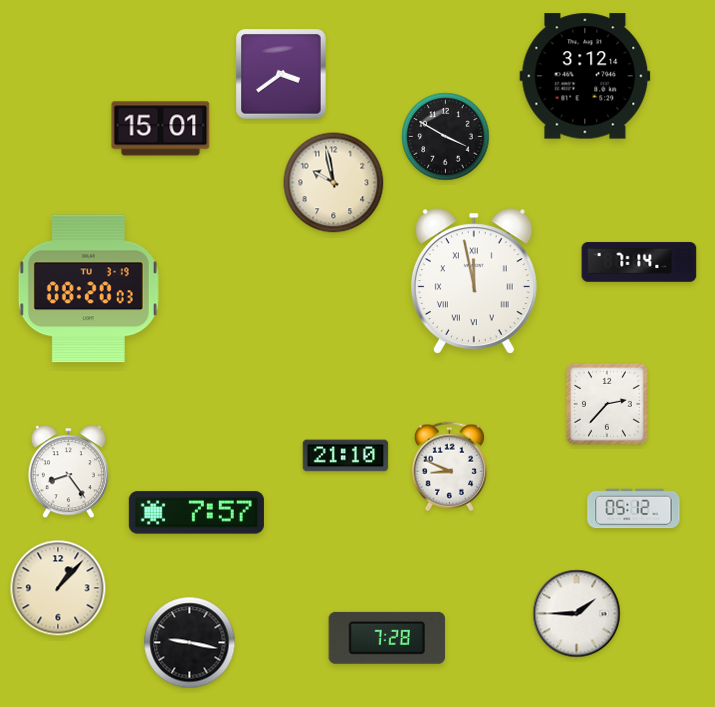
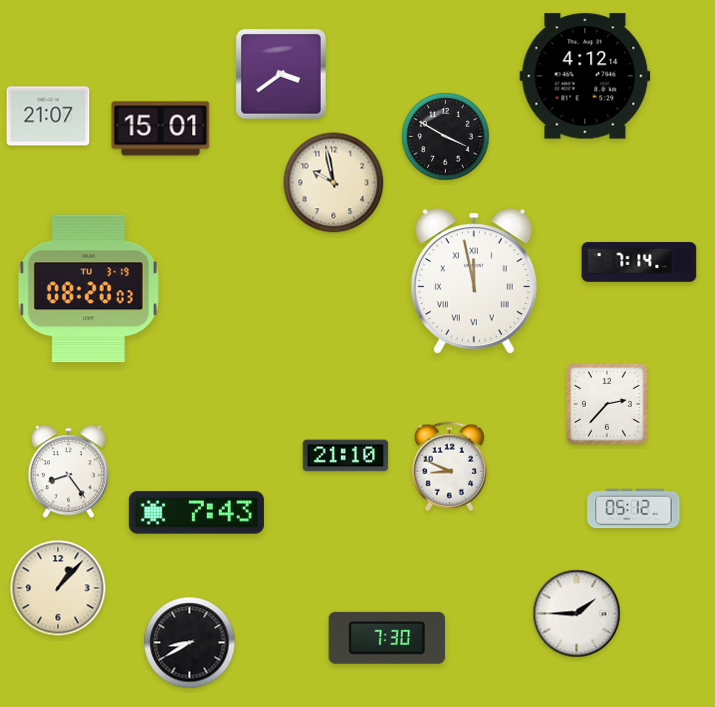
clock at (585, 76): 3:12 -> 4:12
clock at (48, 116): none -> 21:07
clock at (196, 513): 7:57 -> 7:43
clock at (387, 638): 7:28 -> 7:30
clock at (190, 643): 9:17 -> 8:40
